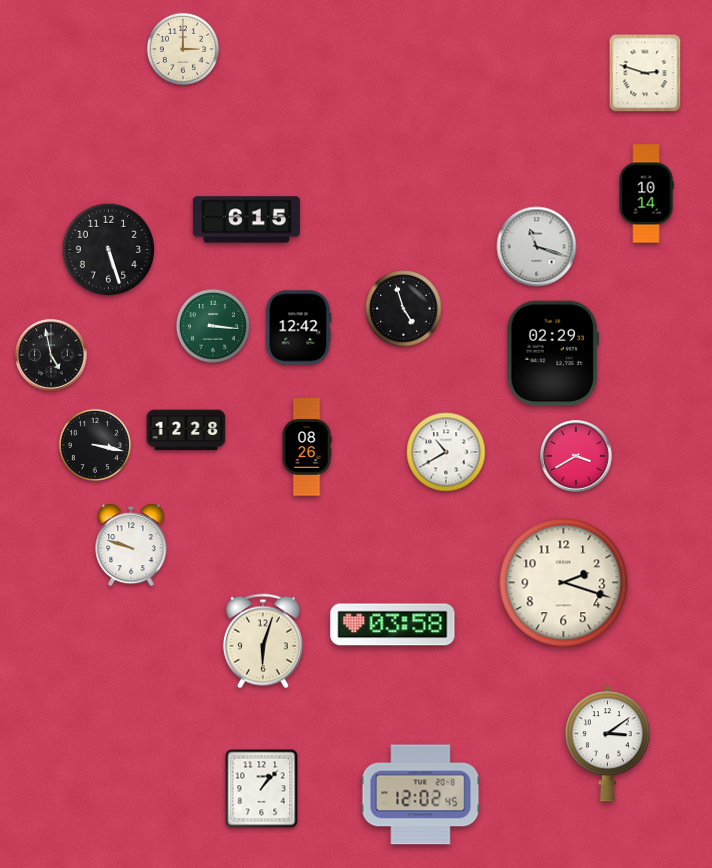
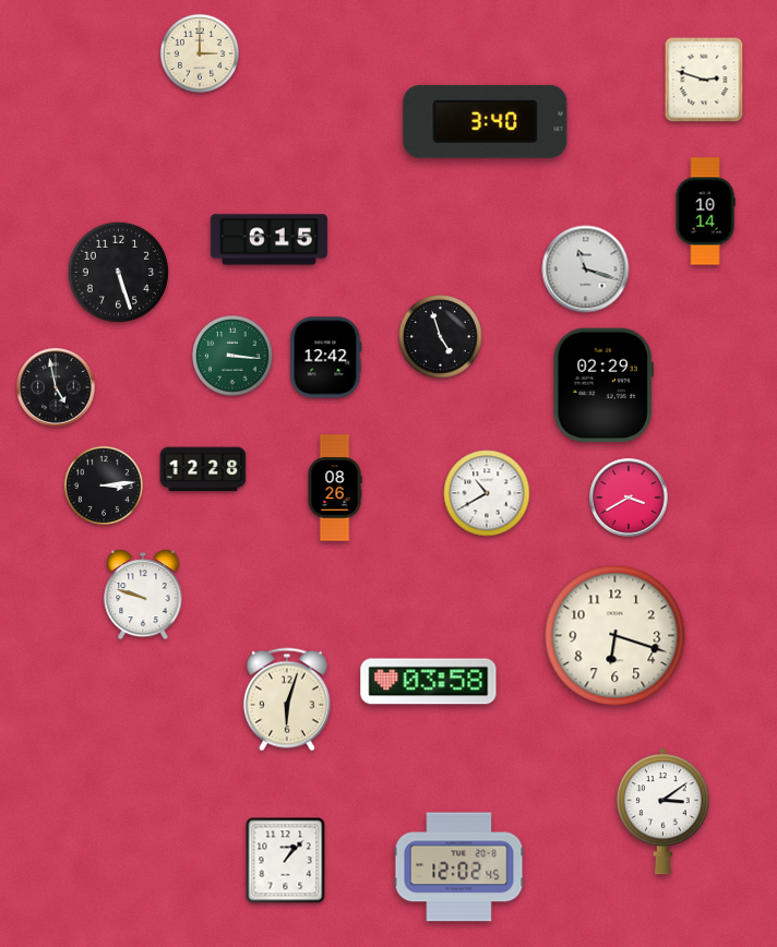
clock at (486, 121): none -> 3:40
clock at (95, 445): 3:17 -> 3:14
clock at (564, 583): 2:18 -> 6:18
